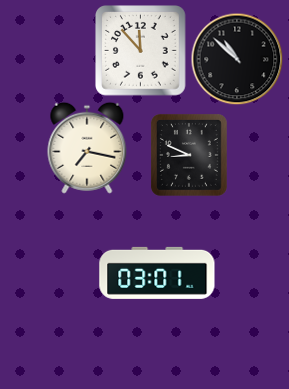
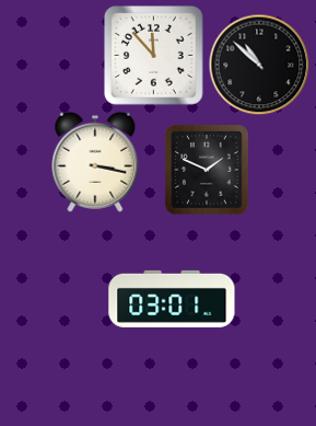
clock at (87, 148): 7:17 -> 3:17
clock at (189, 155): 8:49 -> 1:49
